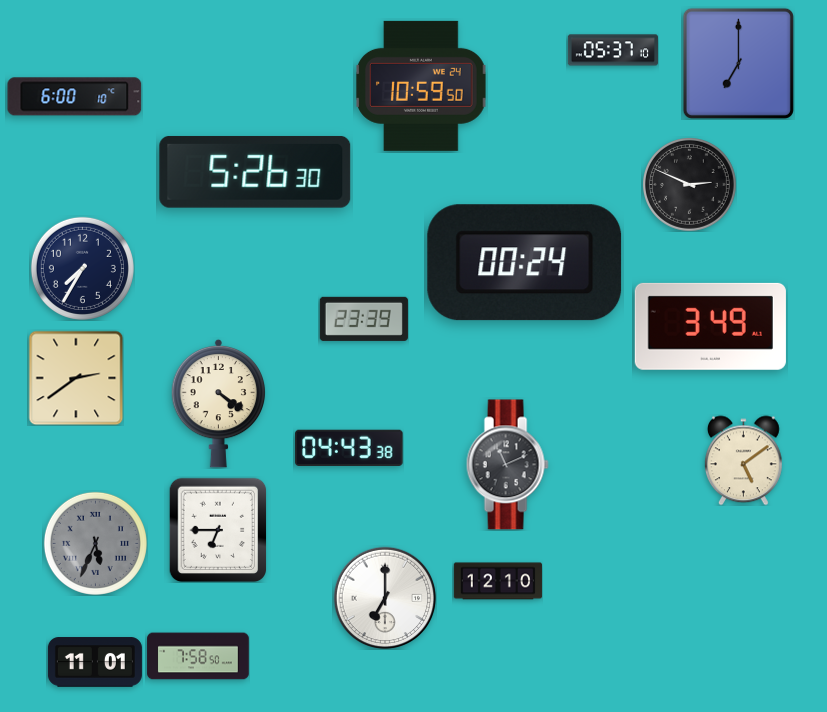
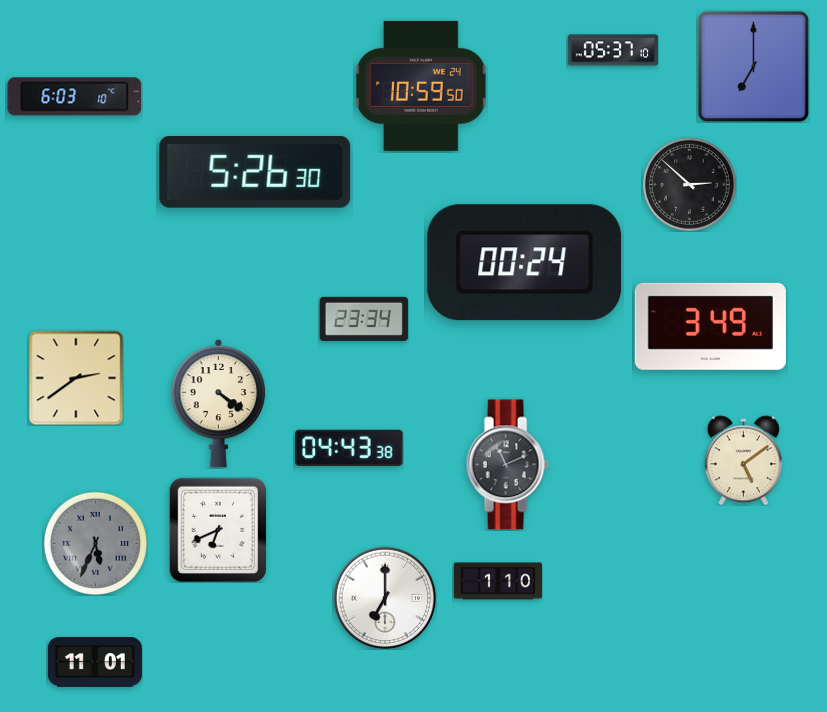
clock at (738, 63) position: (738, 63) -> (753, 66)
clock at (75, 97): 6:00 -> 6:03
clock at (690, 185): 2:49 -> 2:52
clock at (82, 268): 7:35 -> none
clock at (364, 319): 23:39 -> 23:34
clock at (218, 530): 6:45 -> 6:41
clock at (498, 581): 12:10 -> 1:10
clock at (198, 656): 7:58 -> none
